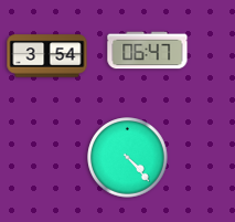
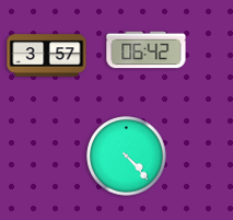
clock at (148, 51): 06:47 -> 06:42
clock at (47, 56): 3:54 -> 3:57
